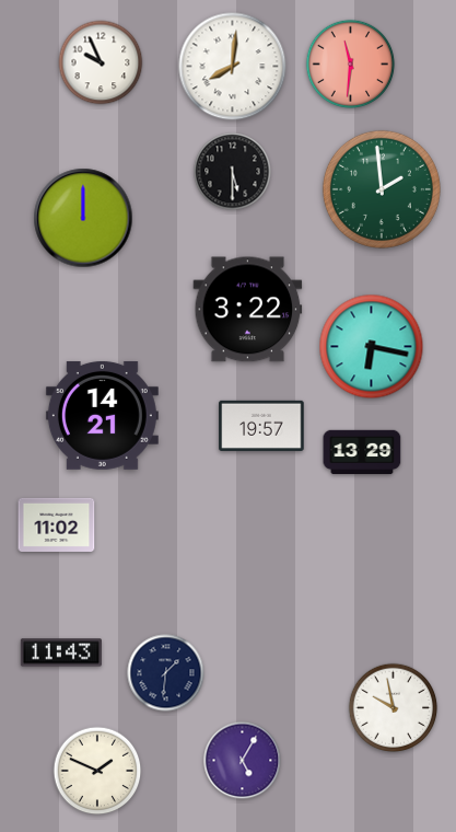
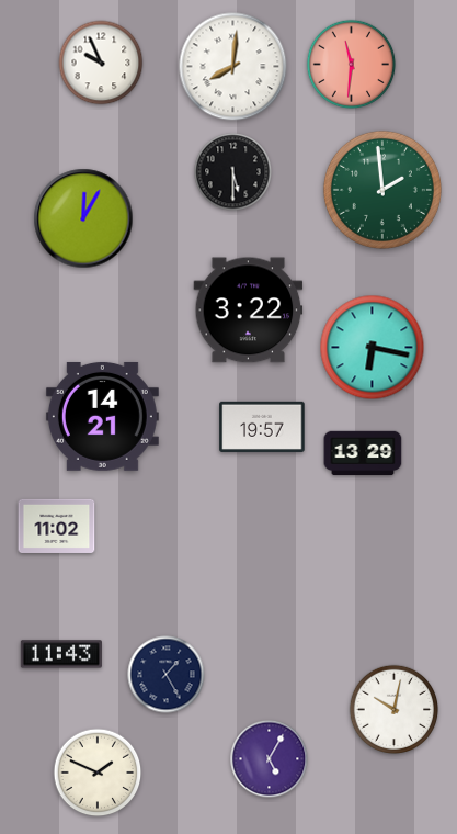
clock at (83, 218): 12:00 -> 12:05
clock at (166, 673): 1:31 -> 1:25
clock at (394, 708): 9:58 -> 10:02
clock at (243, 761) position: (243, 761) -> (270, 759)
